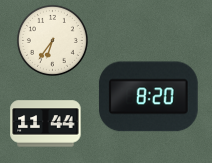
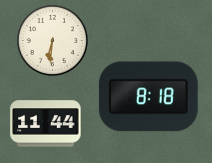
clock at (52, 40): 6:36 -> 6:31
clock at (148, 97): 8:20 -> 8:18
